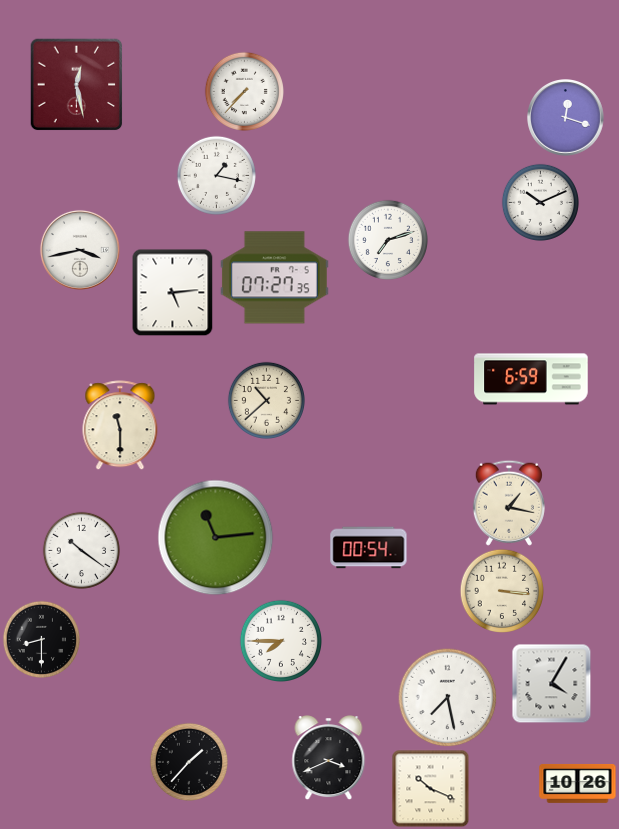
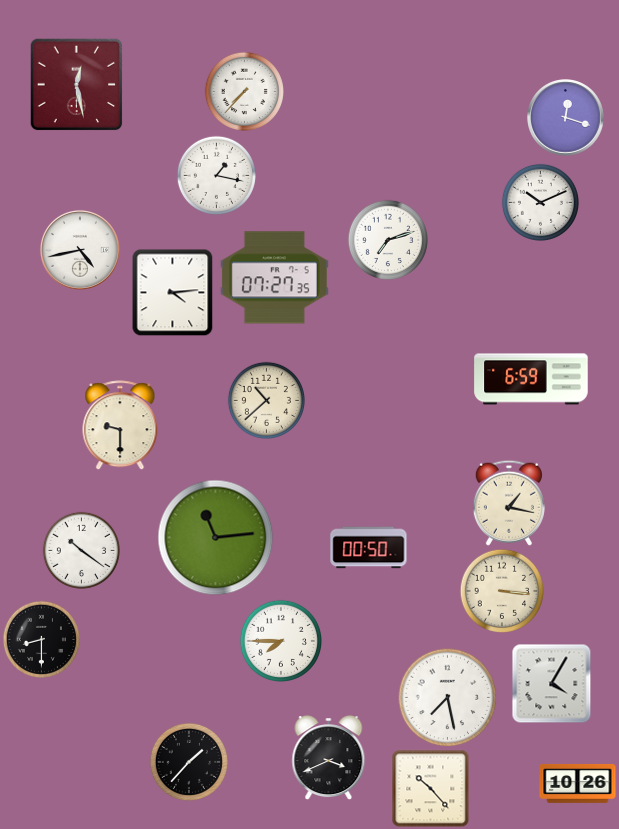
clock at (80, 250): 3:43 -> 4:43
clock at (173, 292): 5:14 -> 4:14
clock at (120, 425): 11:30 -> 9:30
clock at (369, 548): 00:54 -> 00:50
clock at (430, 788): 10:19 -> 10:23
